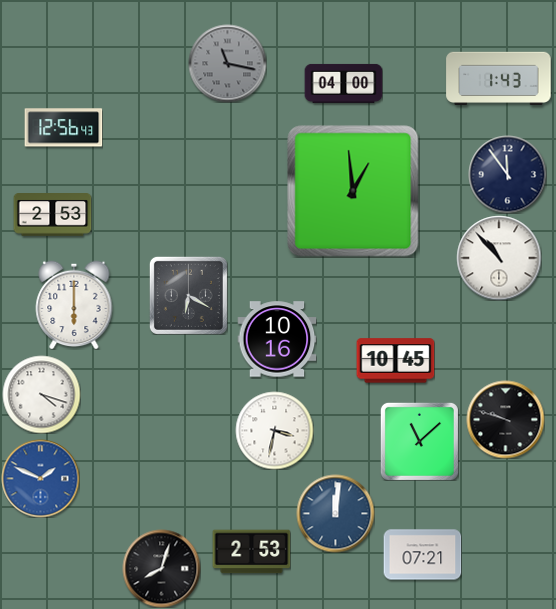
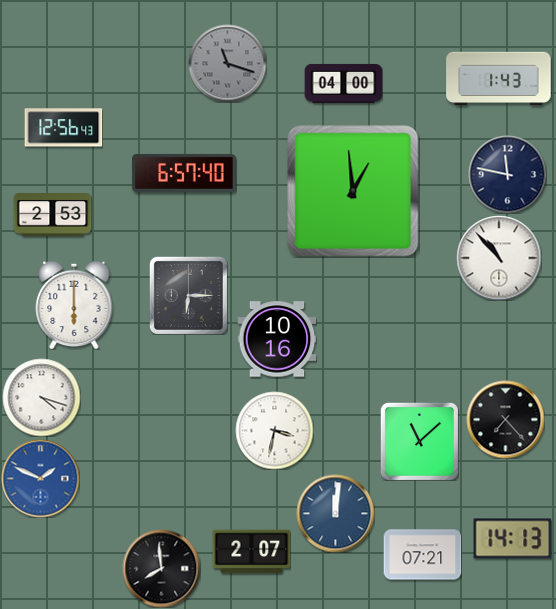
clock at (227, 63): 11:17 -> 11:18
clock at (184, 173): none -> 6:57
clock at (507, 174): 11:54 -> 11:47
clock at (188, 295): 6:20 -> 6:15
clock at (395, 361): 10:45 -> none
clock at (41, 394) position: (41, 394) -> (41, 397)
clock at (505, 419): 9:48 -> 7:23
clock at (512, 539): none -> 14:13
clock at (251, 552): 2:53 -> 2:07
clock at (161, 568): 8:03 -> 7:59
